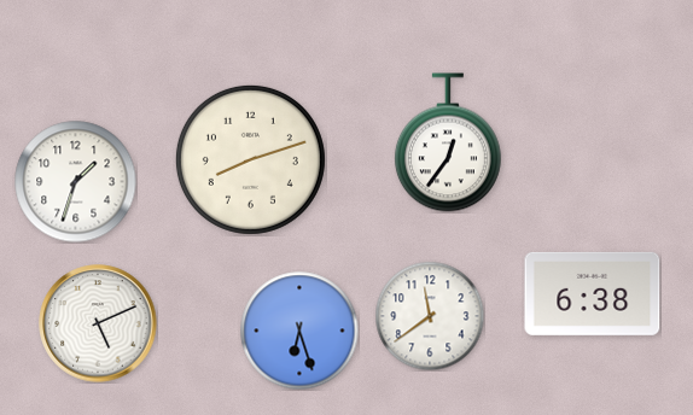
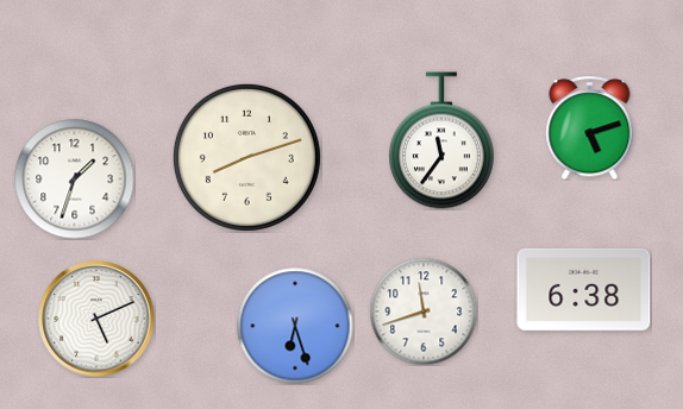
clock at (590, 127): none -> 5:12
clock at (448, 142): 12:36 -> 11:36
clock at (430, 316): 11:39 -> 11:42
